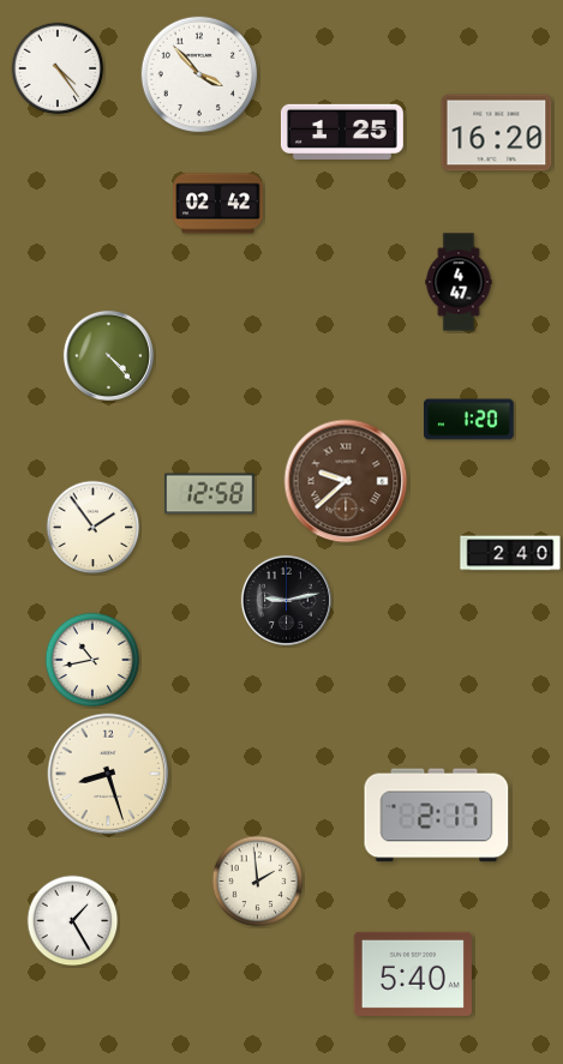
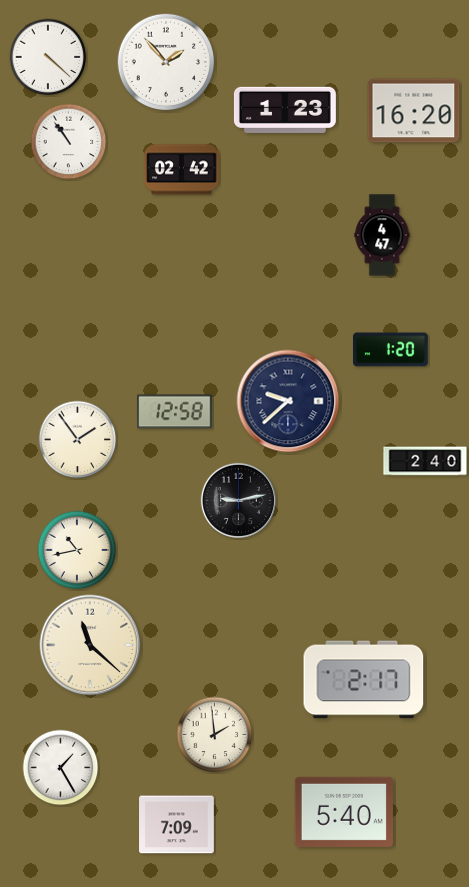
clock at (58, 68): 4:24 -> 4:22
clock at (199, 74): 3:53 -> 1:53
clock at (342, 132): 1:25 -> 1:23
clock at (69, 142): none -> 10:54
clock at (108, 355): 4:23 -> none
clock at (346, 481) dial: brown -> navy
clock at (108, 774): 8:27 -> 11:22
clock at (177, 825): none -> 7:09
